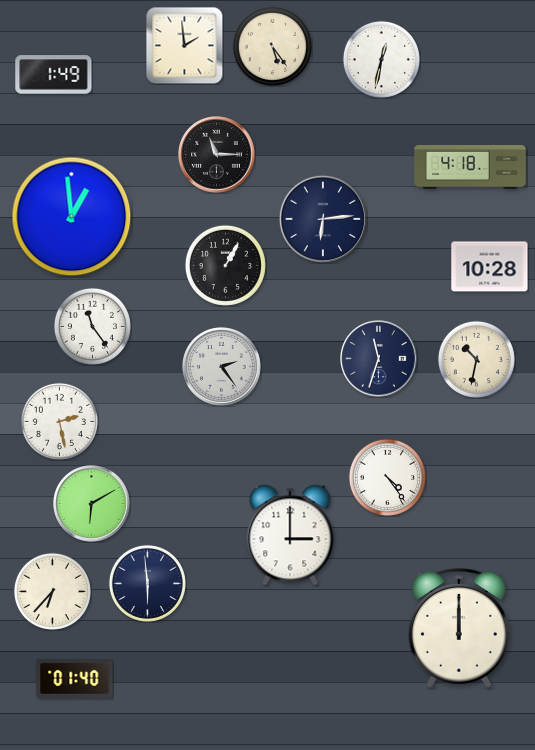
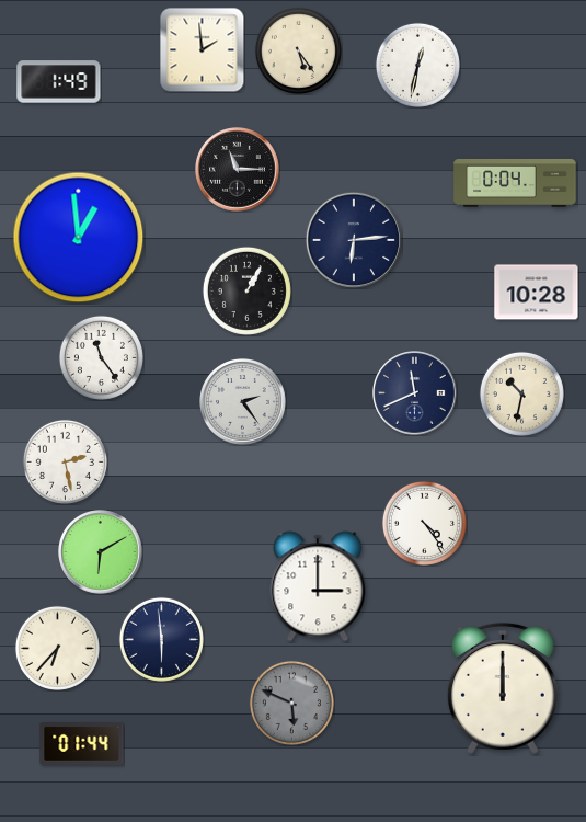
clock at (470, 167): 4:18 -> 0:04
clock at (379, 359): 11:33 -> 11:41
clock at (291, 703): none -> 5:49
clock at (75, 679): 01:40 -> 01:44
